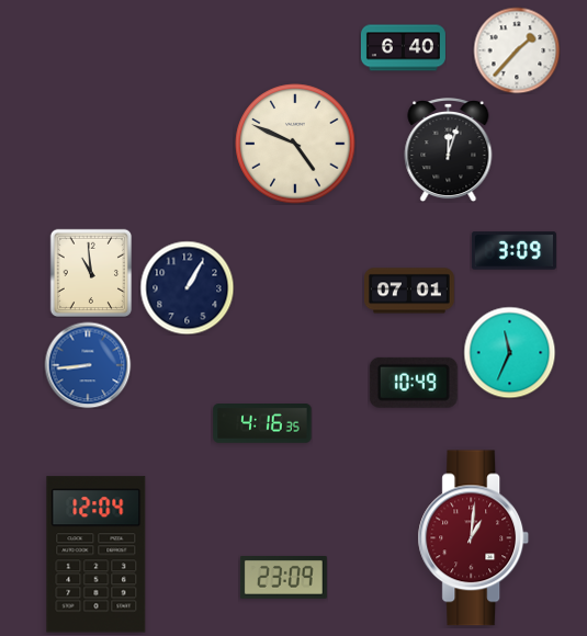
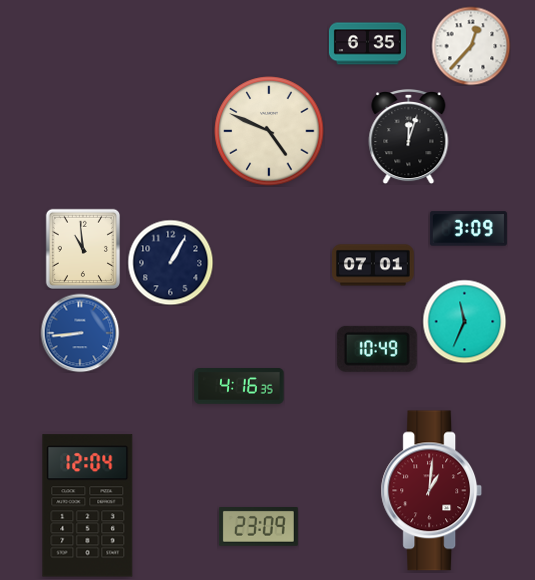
clock at (403, 48): 6:40 -> 6:35
clock at (517, 50): 1:37 -> 12:37
